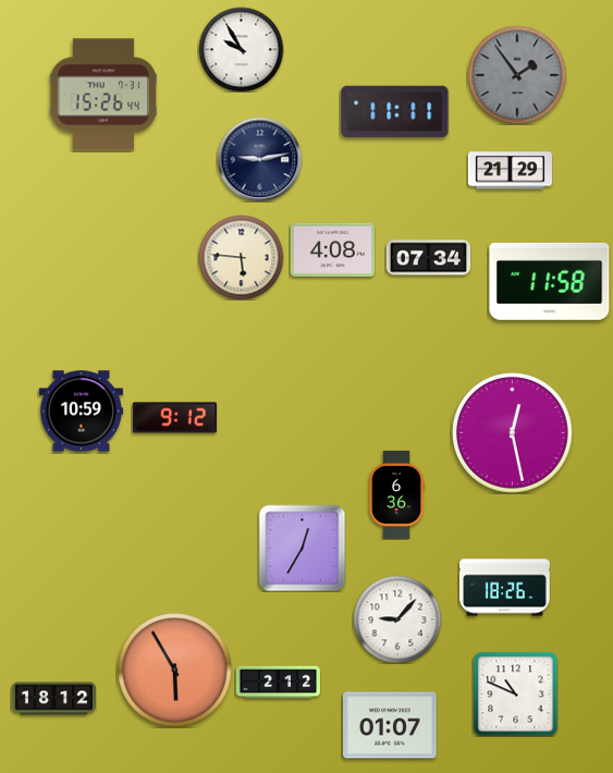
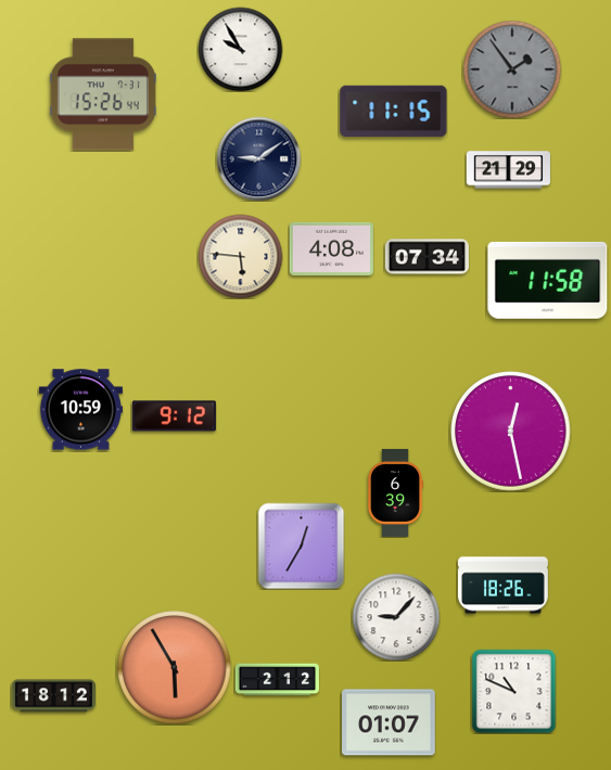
clock at (517, 75) position: (517, 75) -> (512, 69)
clock at (395, 112): 11:11 -> 11:15
clock at (259, 159): 9:13 -> 9:09
clock at (397, 494): 6:36 -> 6:39
